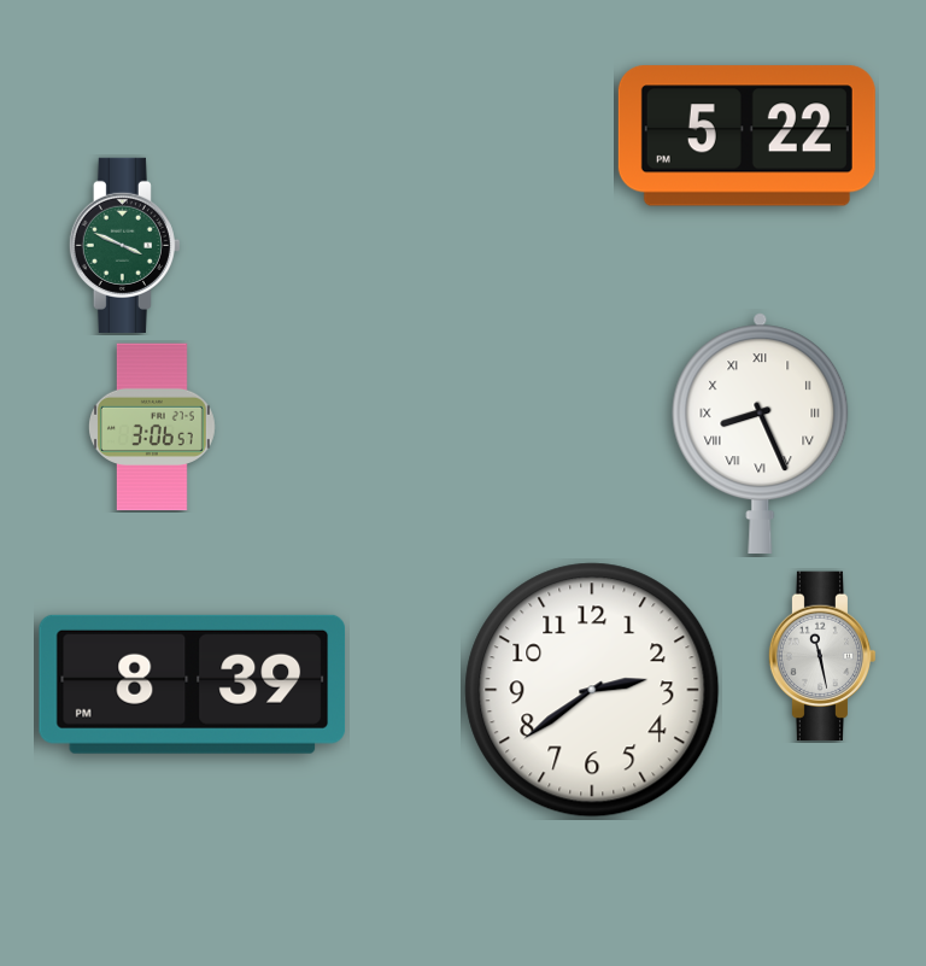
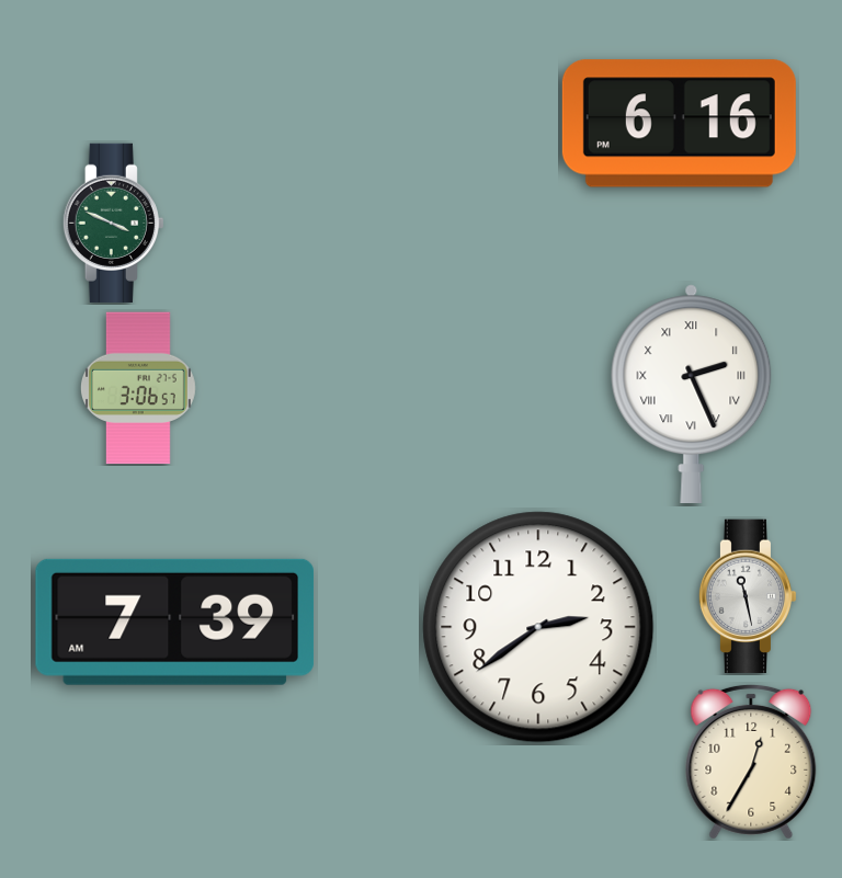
clock at (746, 136): 5:22 -> 6:16
clock at (761, 433): 8:26 -> 2:26
clock at (193, 684): 8:39 -> 7:39
clock at (751, 762): none -> 12:35
